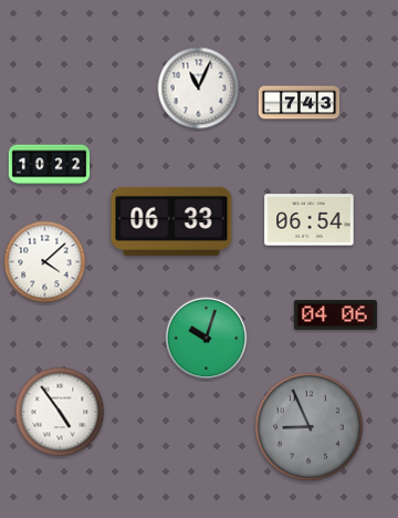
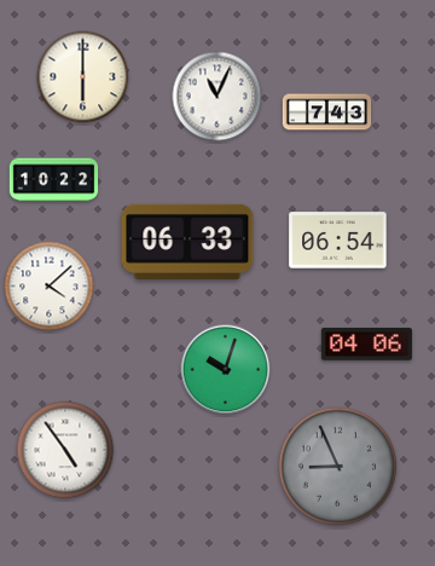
clock at (83, 77): none -> 6:00
